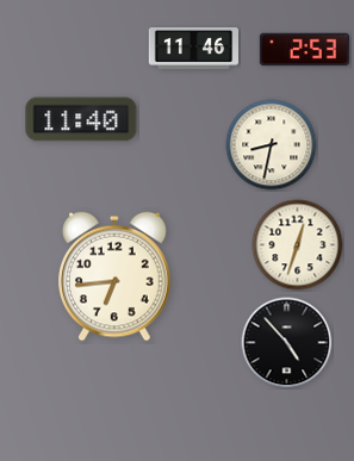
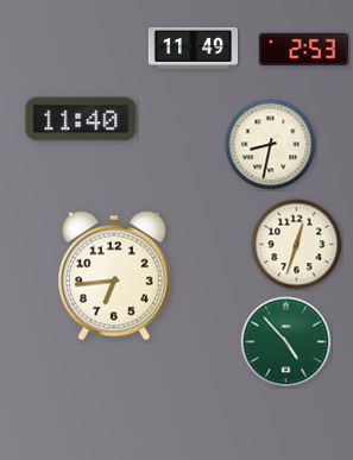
clock at (194, 49): 11:46 -> 11:49
clock at (287, 343) dial: black -> green
